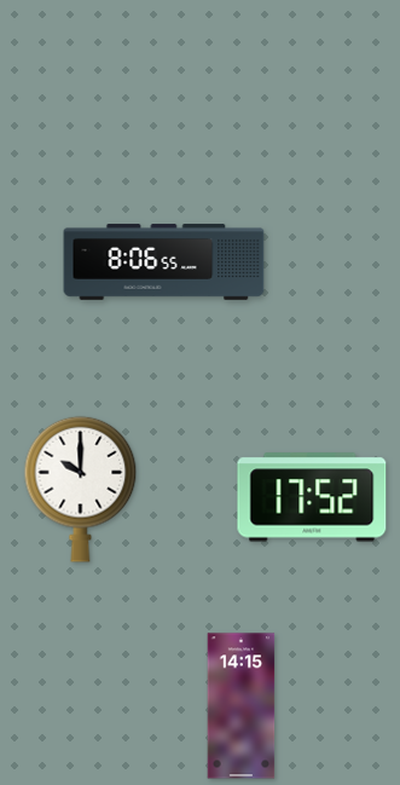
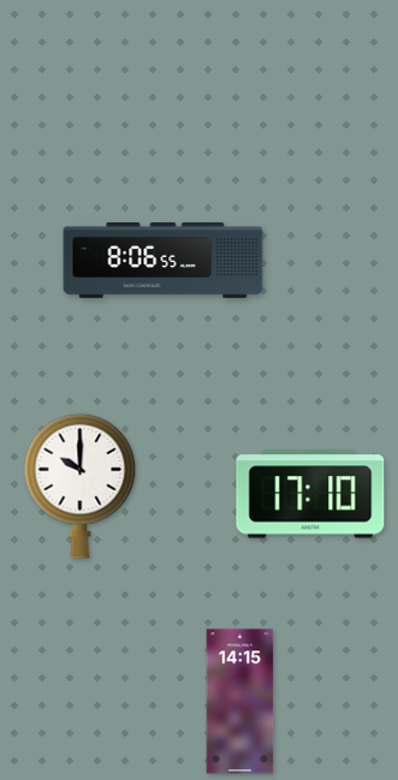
clock at (312, 497): 17:52 -> 17:10
